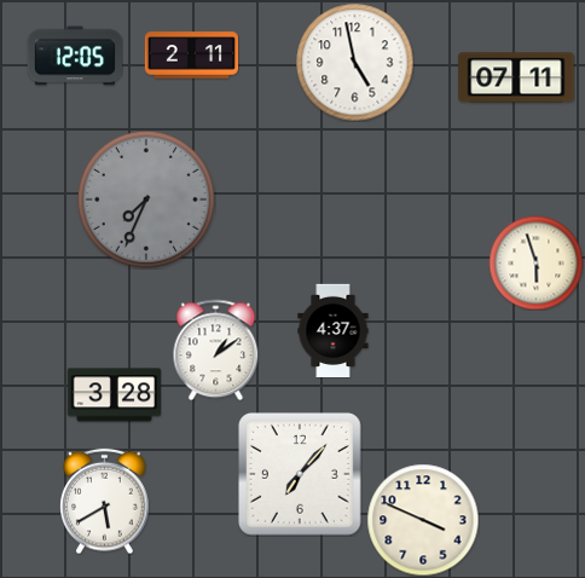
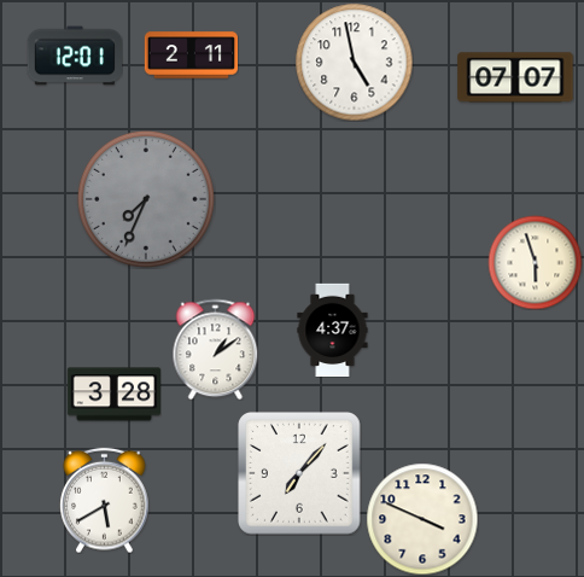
clock at (75, 56): 12:05 -> 12:01
clock at (516, 77): 07:11 -> 07:07
